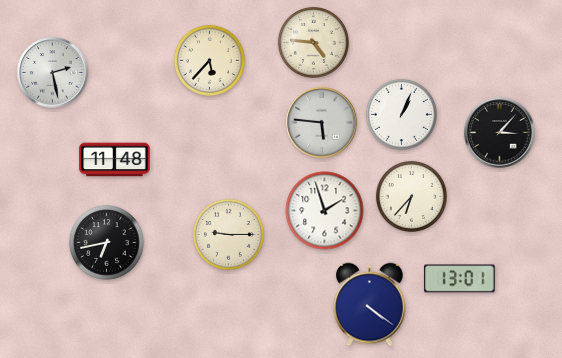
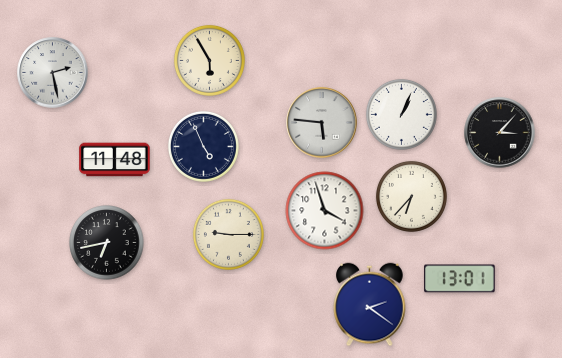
clock at (313, 42): 4:46 -> none
clock at (209, 60): 5:37 -> 5:55
clock at (203, 146): none -> 4:56
clock at (325, 211): 1:57 -> 3:57
clock at (370, 305): 4:21 -> 2:21
